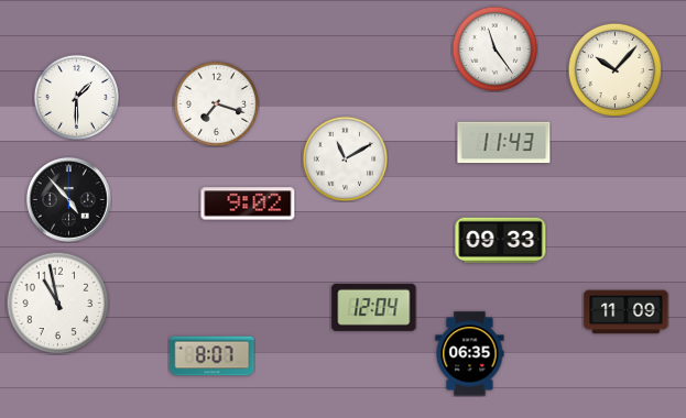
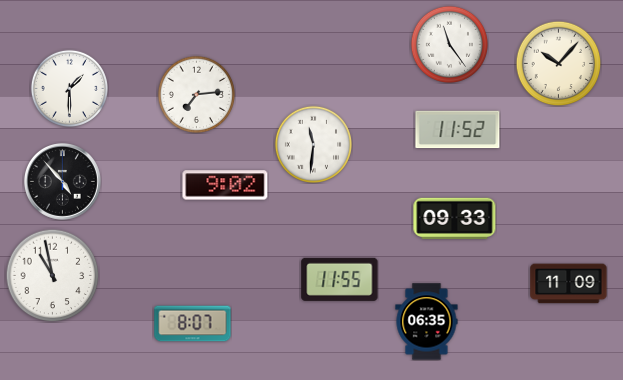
clock at (216, 103): 7:18 -> 7:14
clock at (504, 143): 11:43 -> 11:52
clock at (345, 158): 11:10 -> 11:31
clock at (374, 307): 12:04 -> 11:55
